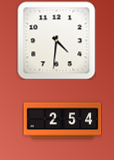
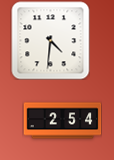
clock at (56, 40) position: (56, 40) -> (50, 40)
